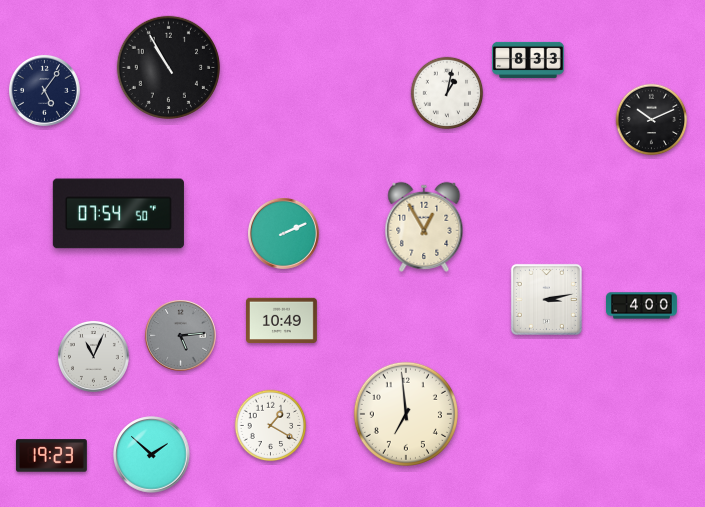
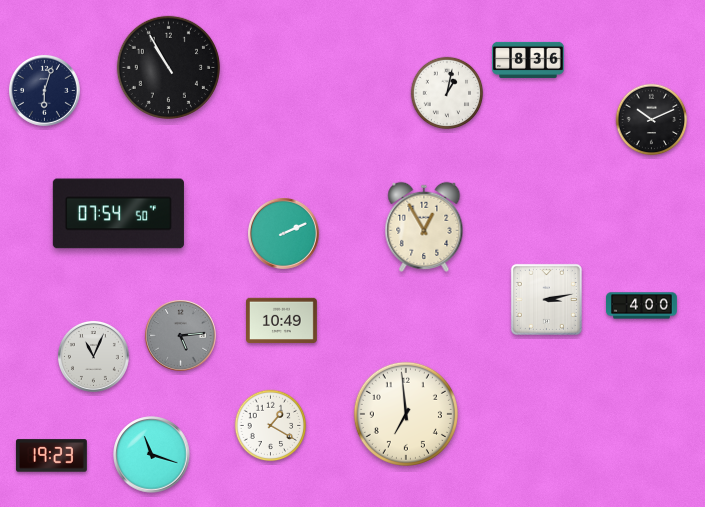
clock at (528, 60): 8:33 -> 8:36
clock at (44, 90): 5:06 -> 6:03
clock at (152, 455): 1:52 -> 11:18
